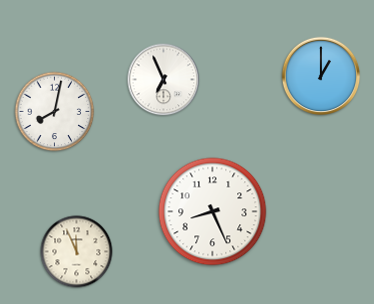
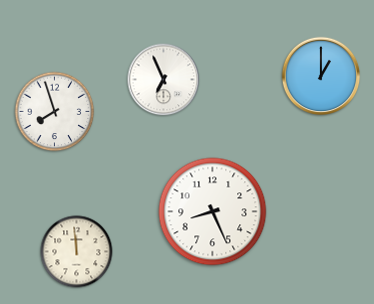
clock at (55, 112): 8:02 -> 7:57
clock at (77, 252): 11:56 -> 11:59
